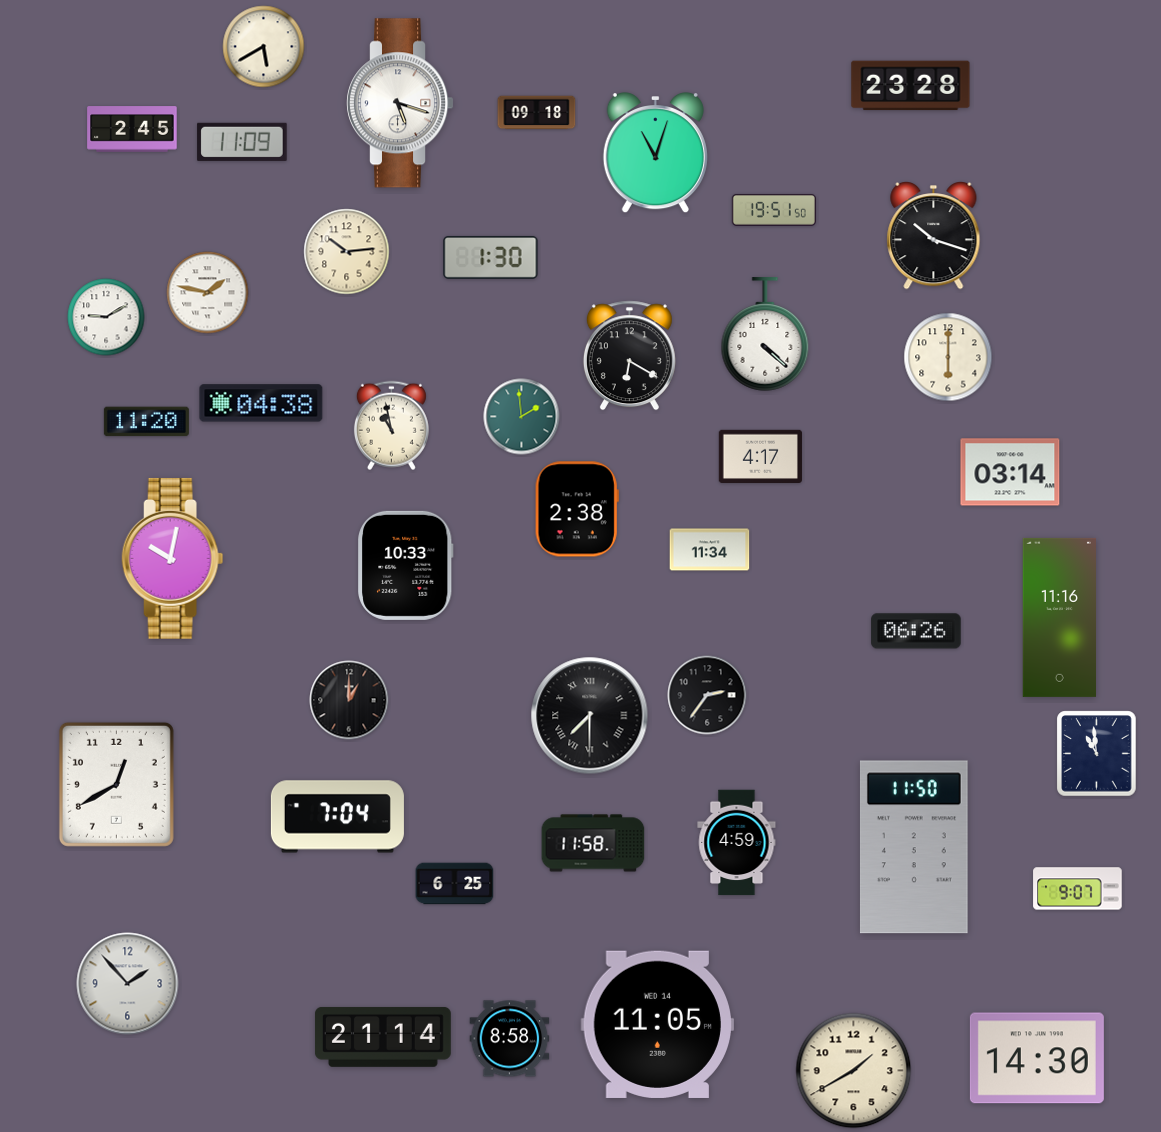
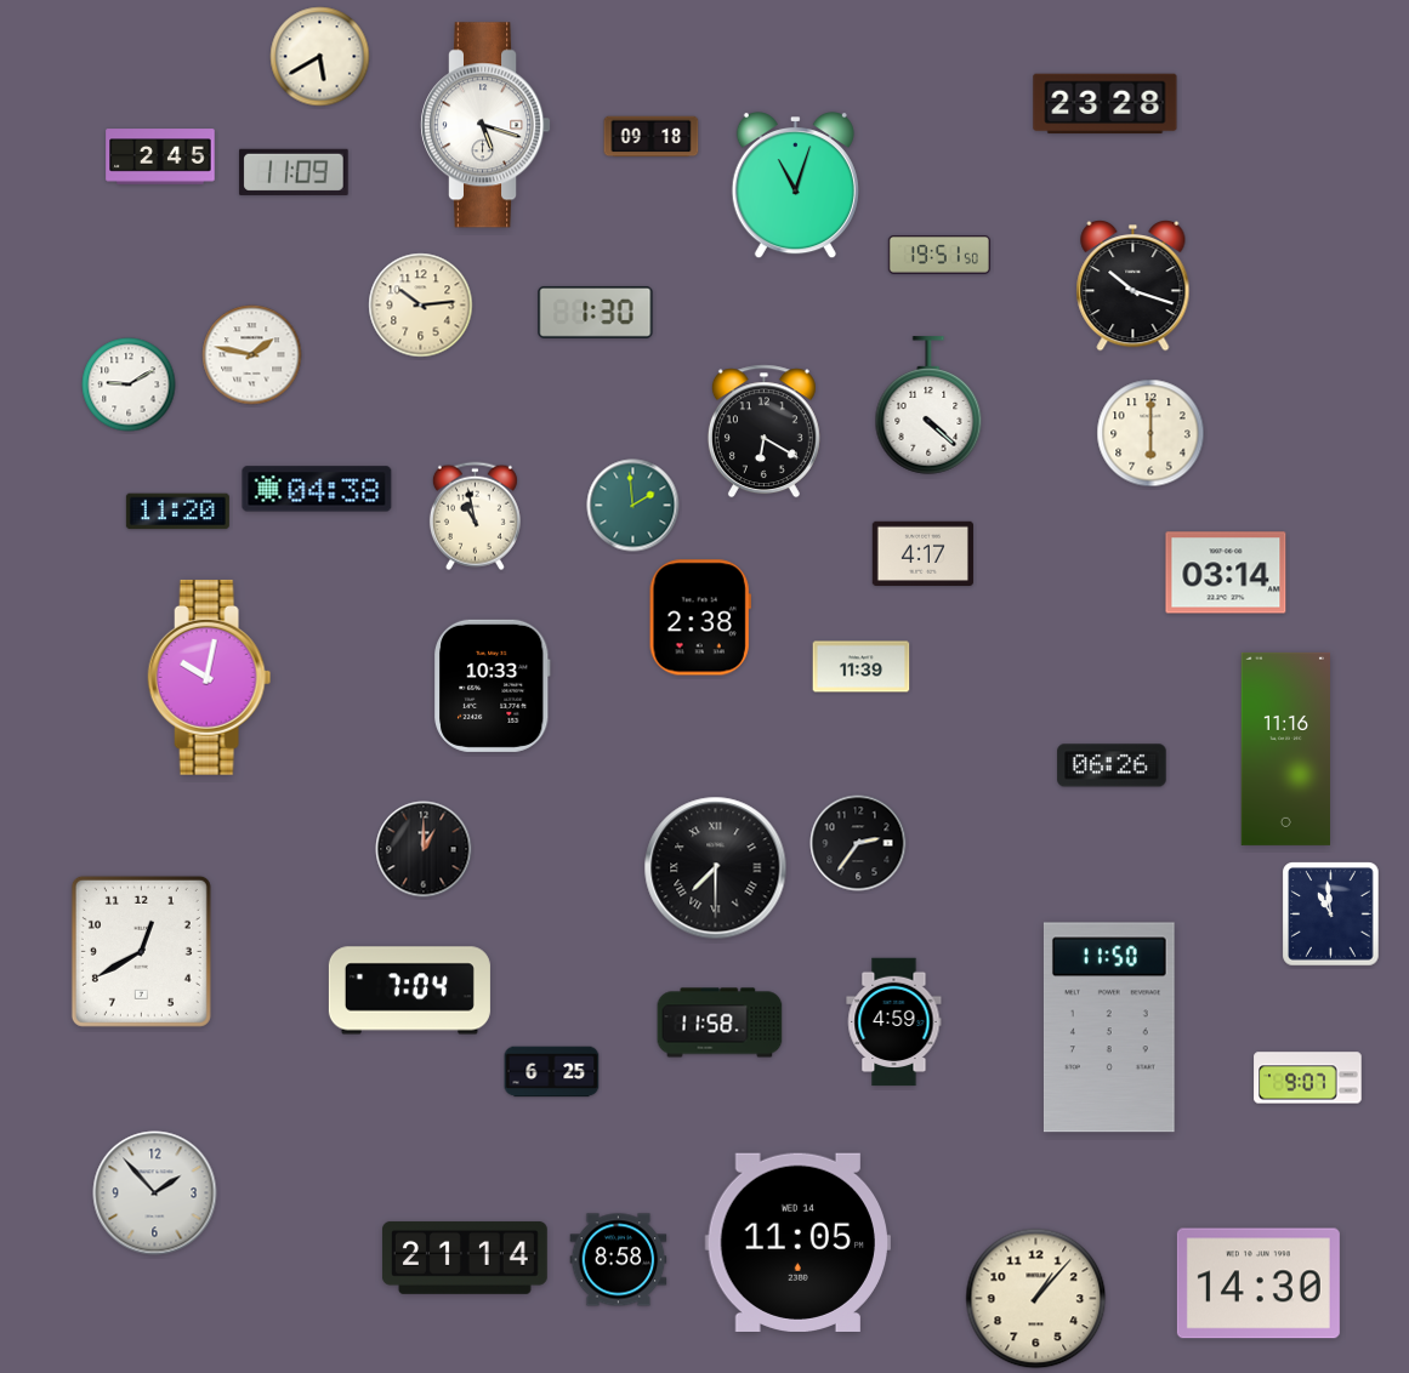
clock at (710, 550): 11:34 -> 11:39
clock at (854, 1071): 1:40 -> 1:07
